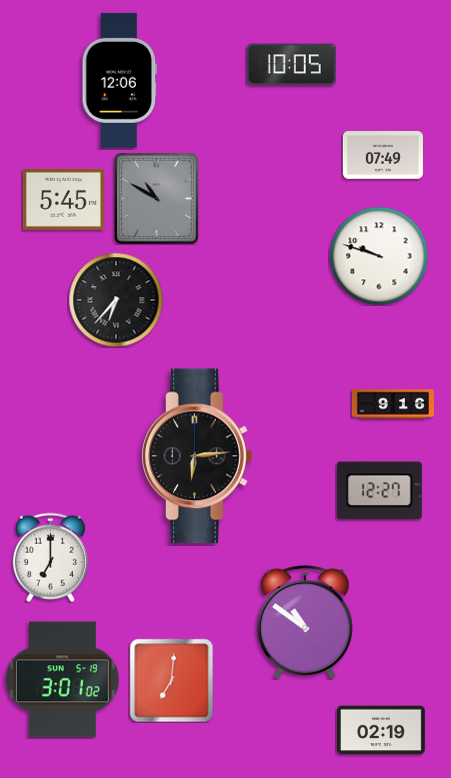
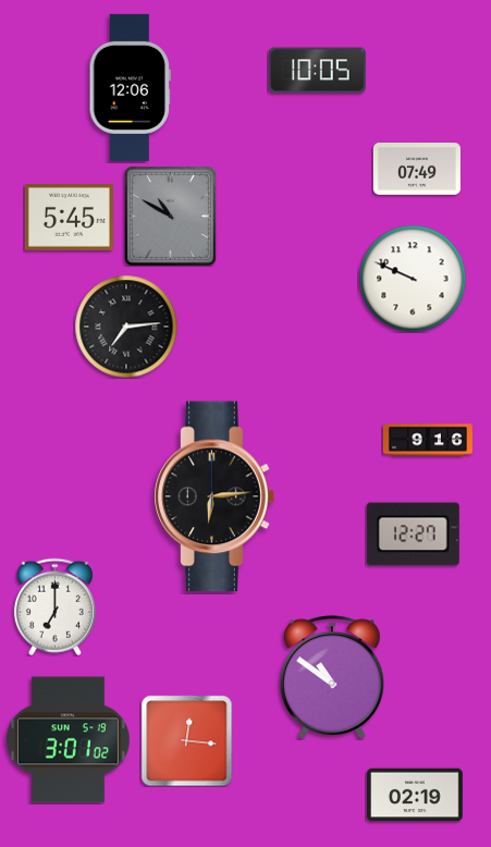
clock at (379, 256): 9:48 -> 9:49
clock at (116, 300): 6:37 -> 7:14
clock at (171, 680): 7:01 -> 12:16
